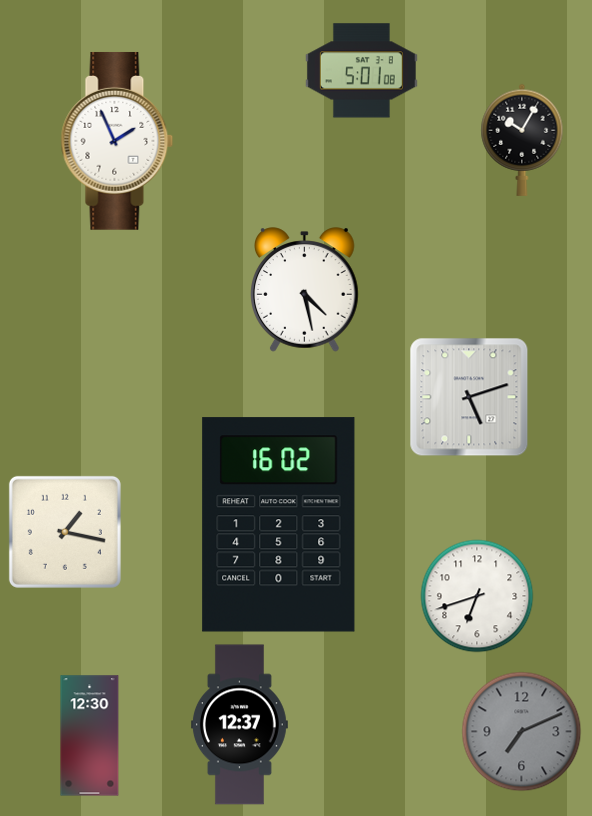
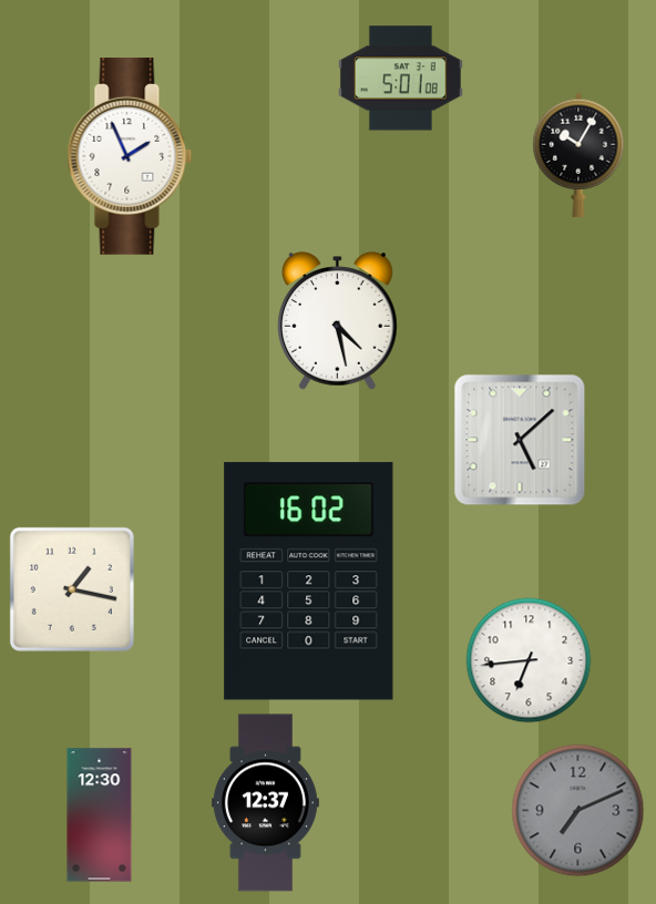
clock at (469, 397): 5:12 -> 5:08
clock at (477, 596): 6:42 -> 6:44
